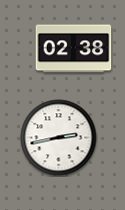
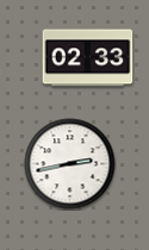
clock at (74, 49): 02:38 -> 02:33
